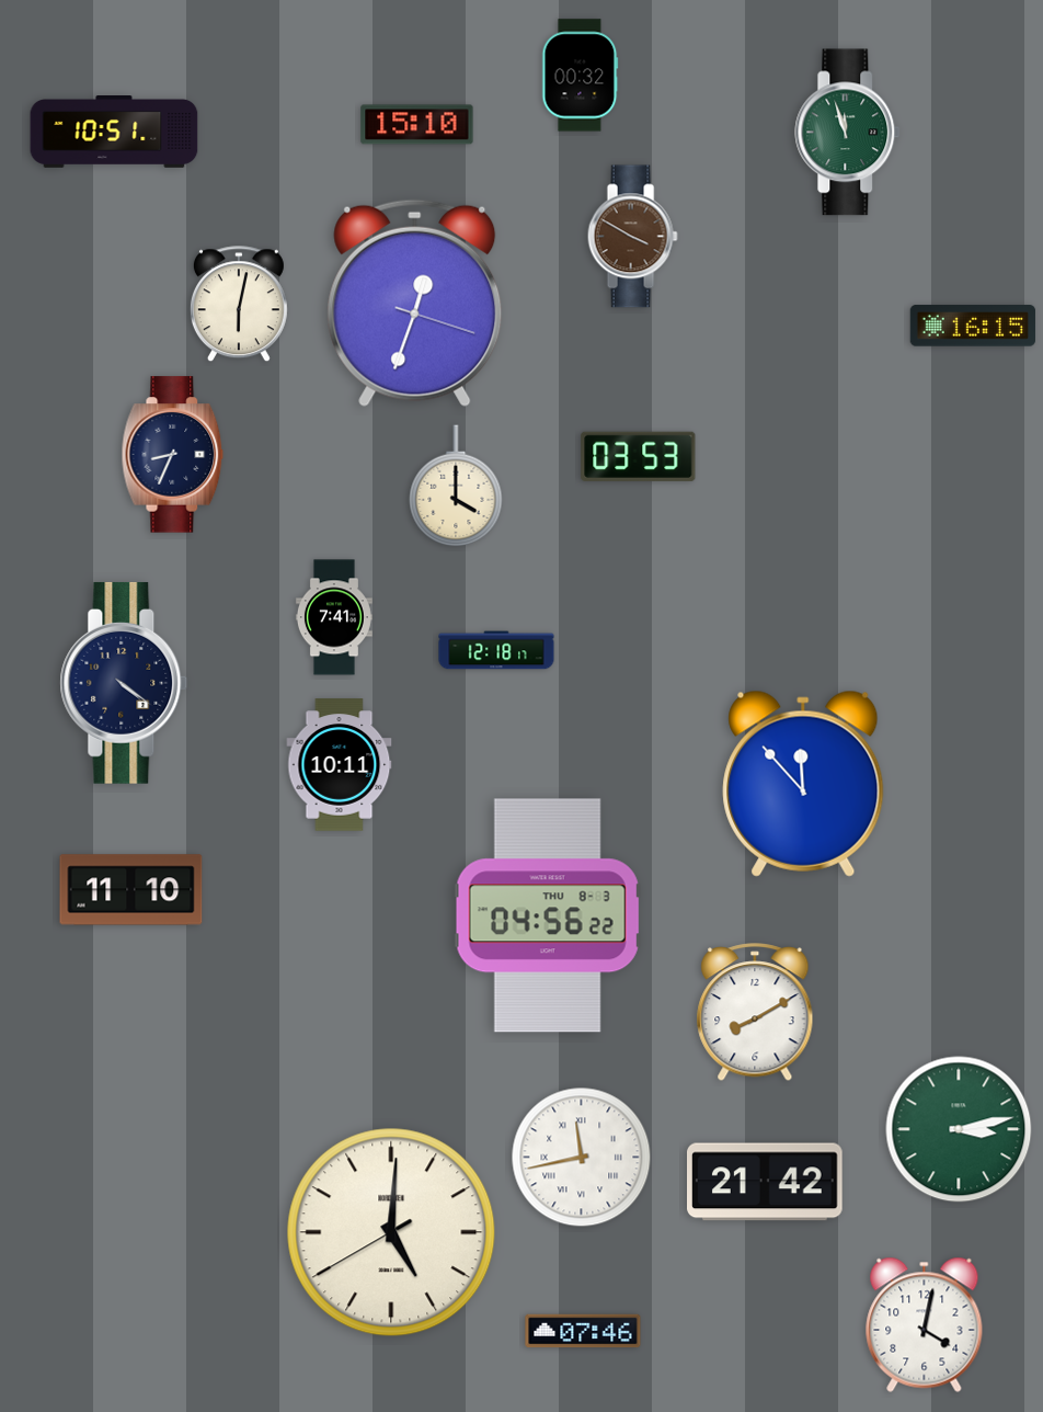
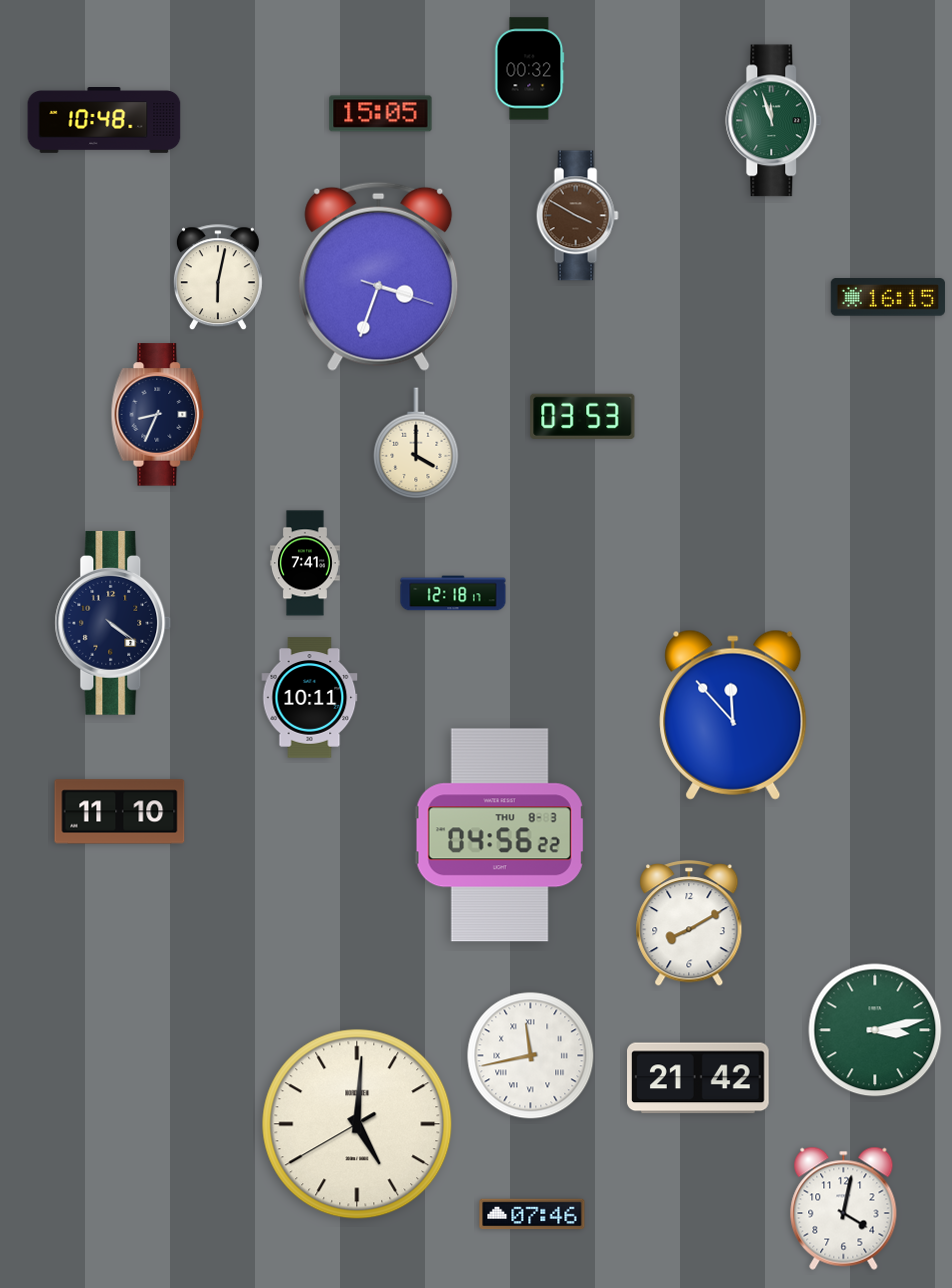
clock at (417, 125): 15:10 -> 15:05
clock at (114, 133): 10:51 -> 10:48
clock at (415, 303): 12:33 -> 3:33
